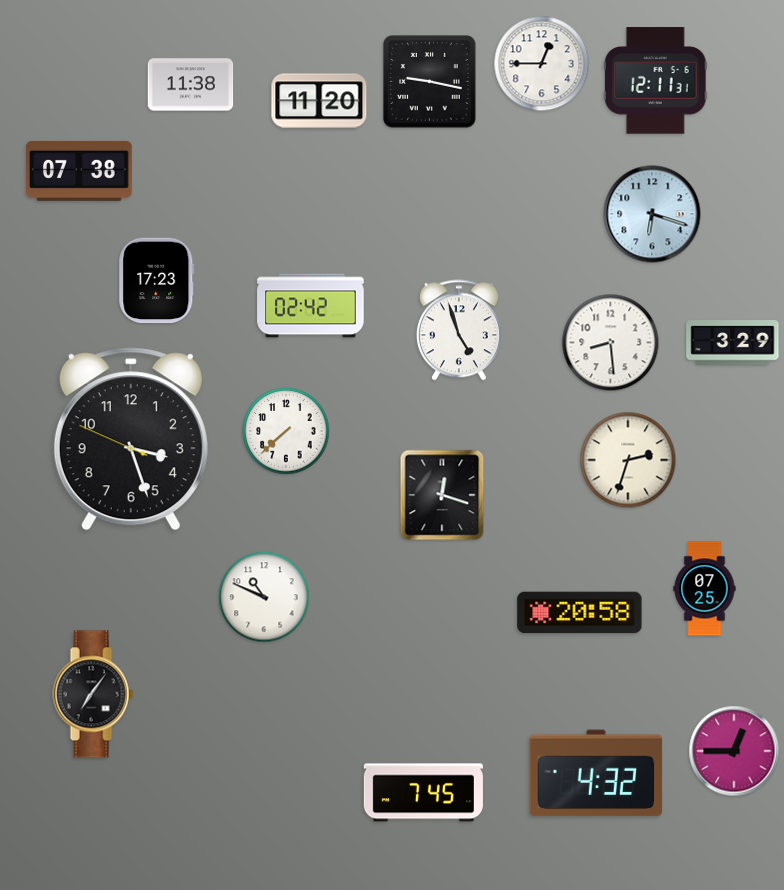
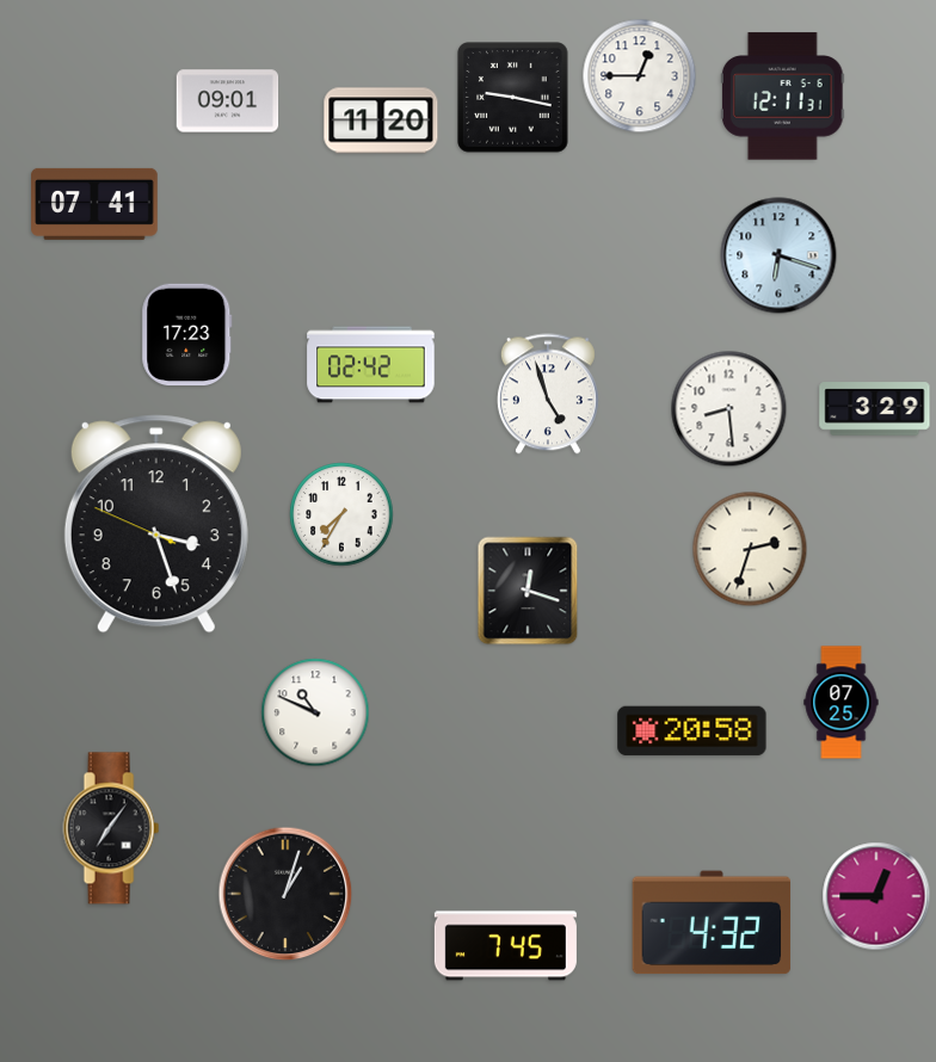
clock at (542, 64) position: (542, 64) -> (640, 76)
clock at (191, 85): 11:38 -> 09:01
clock at (79, 171): 07:38 -> 07:41
clock at (286, 431): 7:38 -> 7:35
clock at (285, 894): none -> 1:03
